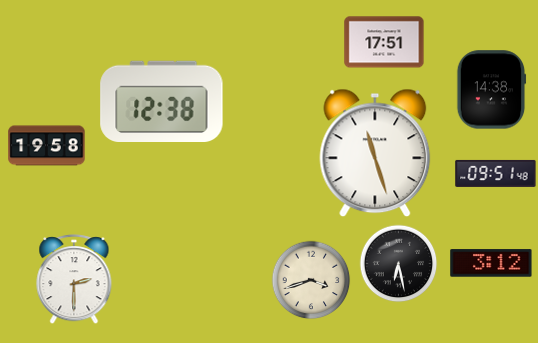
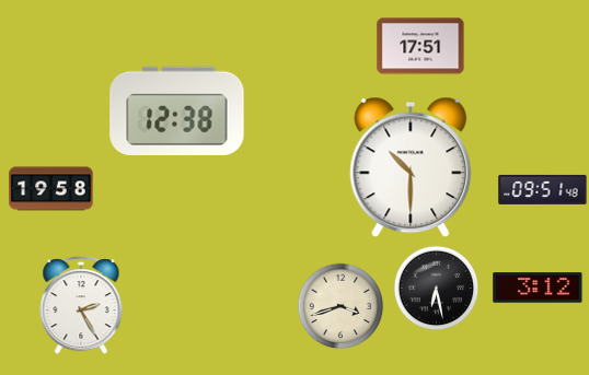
clock at (491, 90): 14:38 -> none
clock at (47, 146) position: (47, 146) -> (51, 189)
clock at (375, 153): 11:27 -> 10:30
clock at (74, 279): 2:30 -> 2:25
